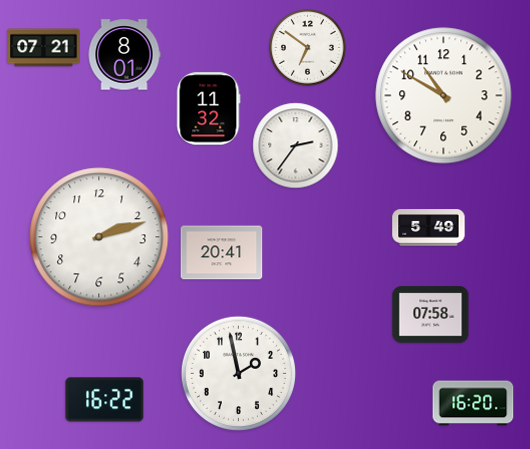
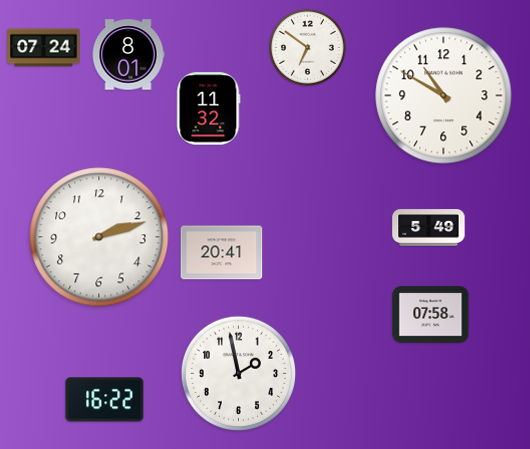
clock at (44, 48): 07:21 -> 07:24
clock at (124, 55) position: (124, 55) -> (128, 55)
clock at (296, 146): 2:36 -> none
clock at (473, 403): 16:20 -> none
